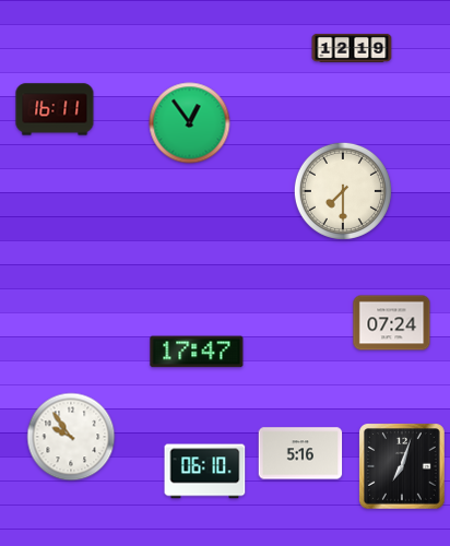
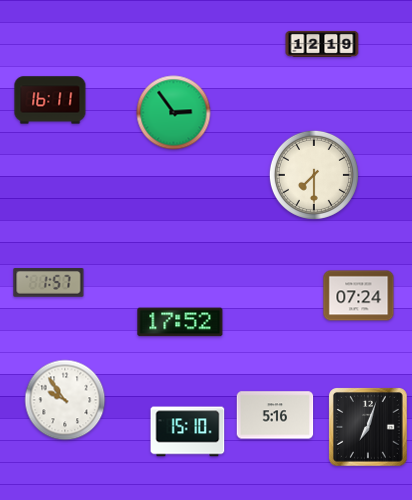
clock at (190, 123): 12:54 -> 2:54
clock at (49, 283): none -> 1:57
clock at (197, 352): 17:47 -> 17:52
clock at (205, 472): 06:10 -> 15:10
